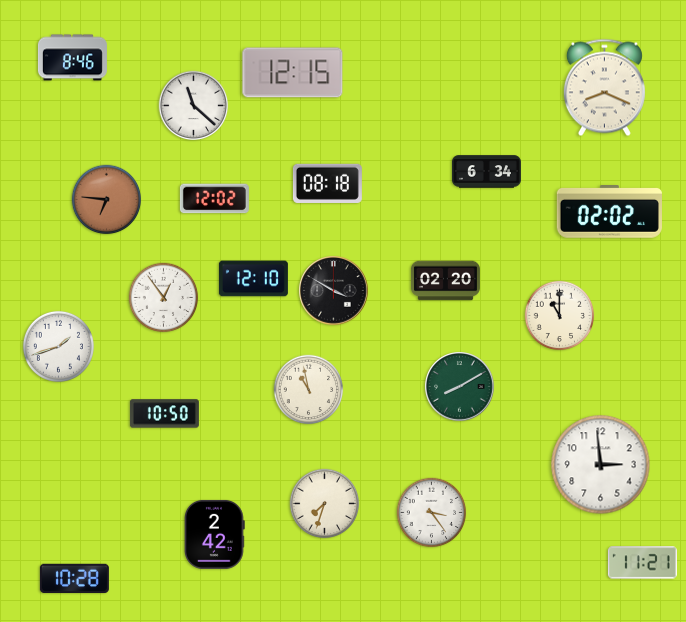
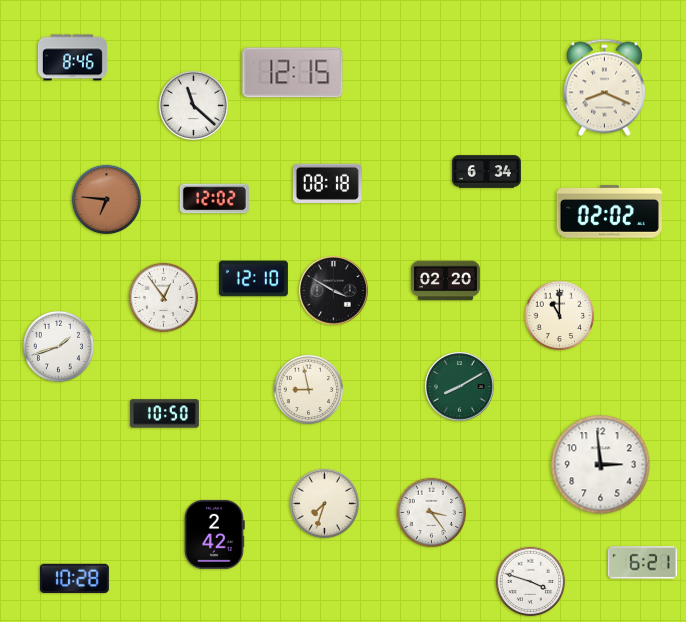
clock at (309, 390): 10:58 -> 8:58
clock at (642, 563): 11:21 -> 6:21
clock at (531, 582): none -> 3:48
